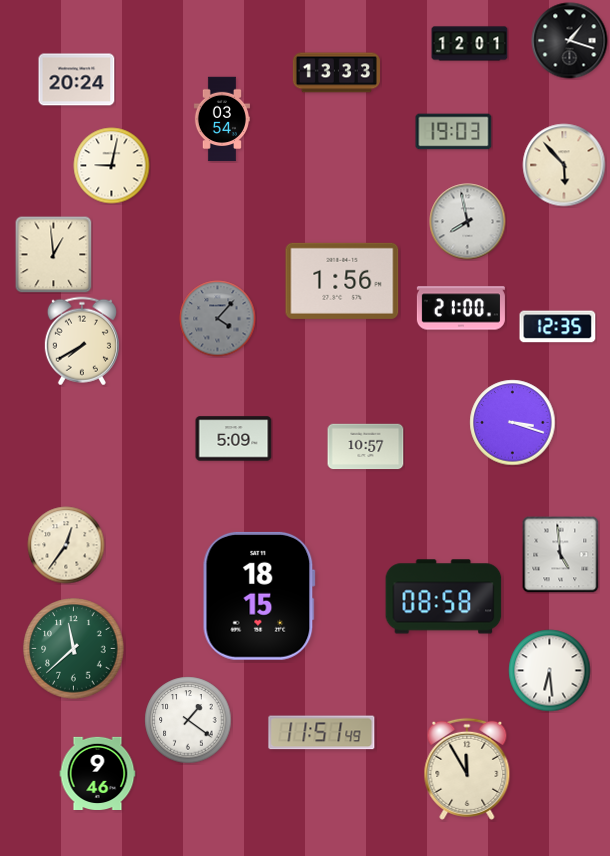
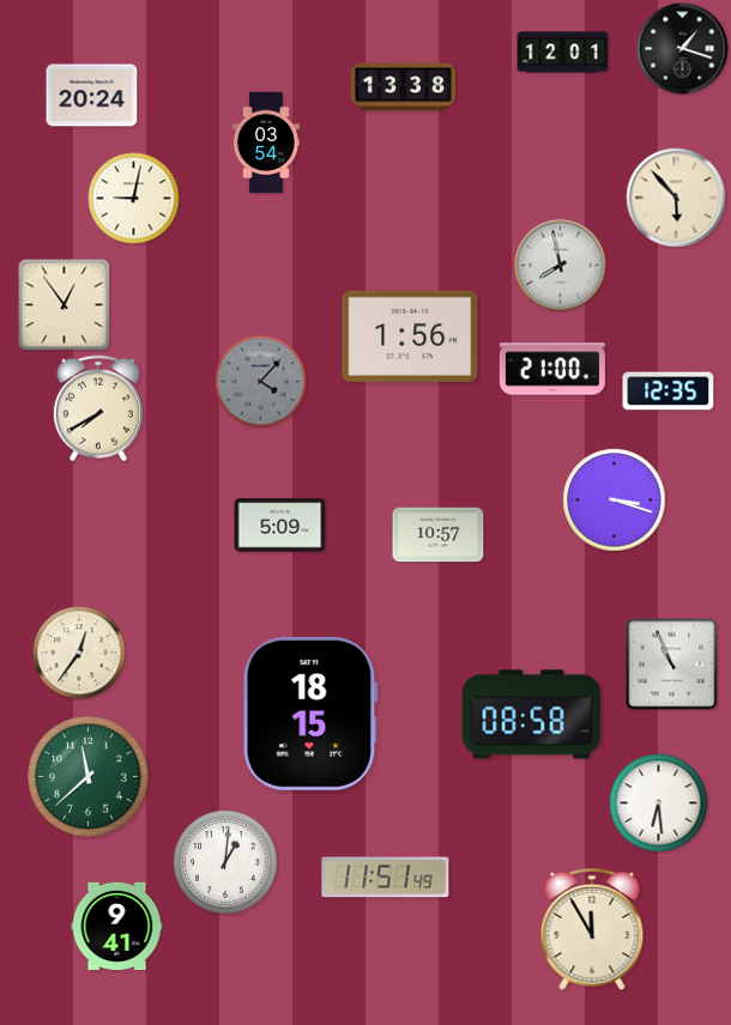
clock at (336, 73): 13:33 -> 13:38
clock at (454, 132): 19:03 -> none
clock at (53, 254): 12:59 -> 12:54
clock at (513, 423) position: (513, 423) -> (615, 501)
clock at (561, 555): 4:59 -> 10:56
clock at (188, 720): 1:21 -> 1:01
clock at (467, 769) position: (467, 769) -> (592, 929)
clock at (98, 773): 9:46 -> 9:41
